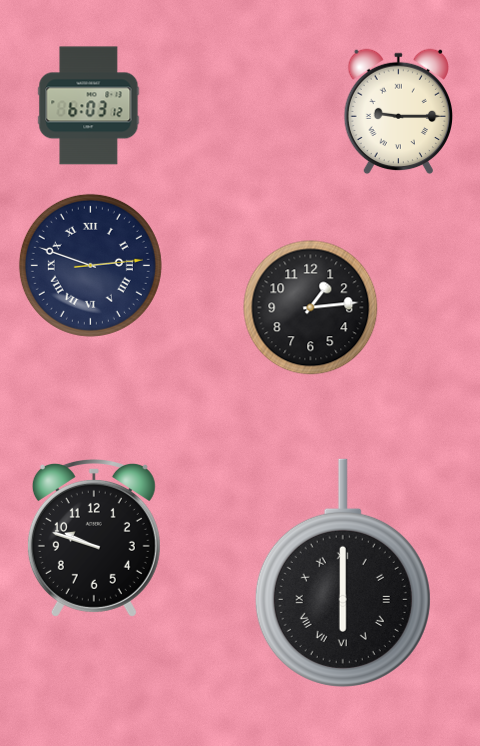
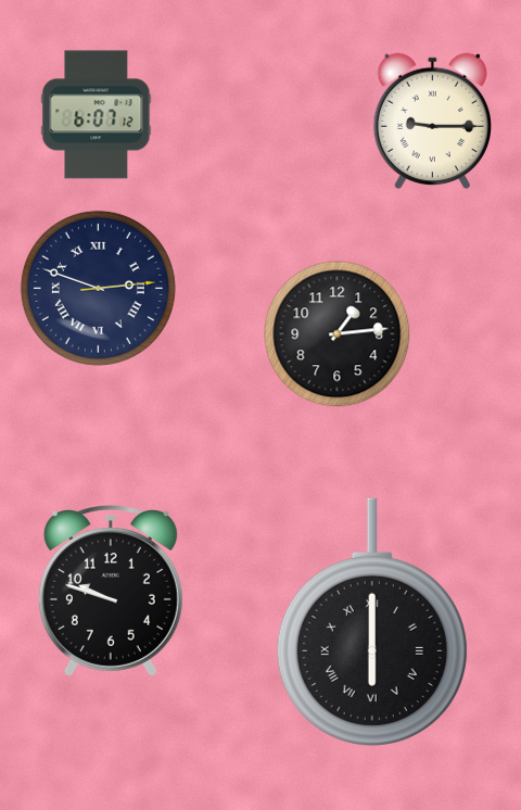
clock at (89, 106): 6:03 -> 6:07
clock at (94, 538) position: (94, 538) -> (111, 591)
